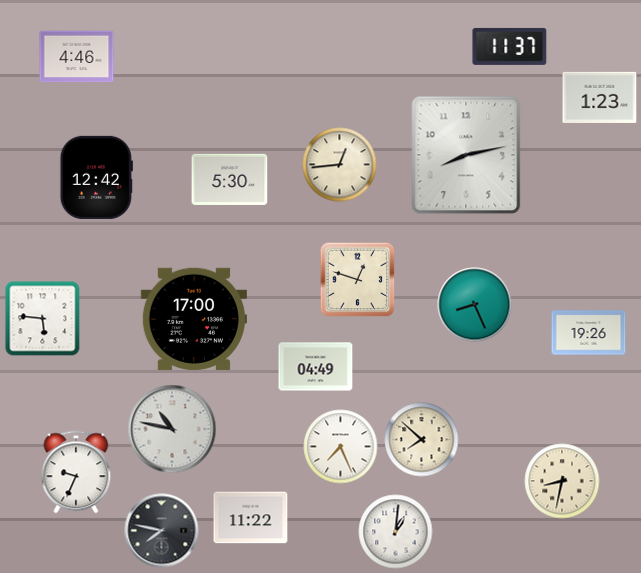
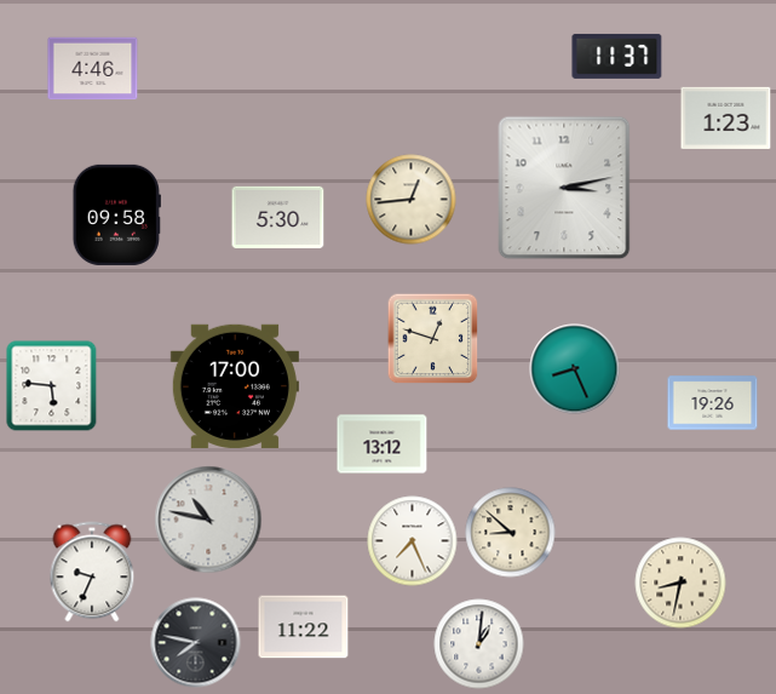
clock at (466, 155): 8:13 -> 3:13
clock at (96, 177): 12:42 -> 09:58
clock at (316, 367): 04:49 -> 13:12
clock at (422, 440): 7:52 -> 8:52
